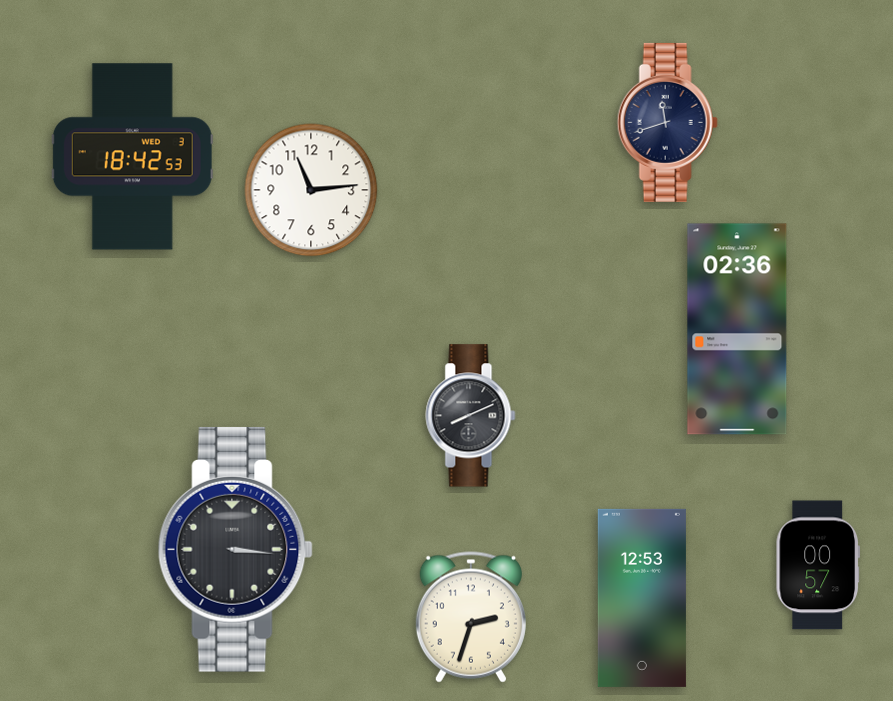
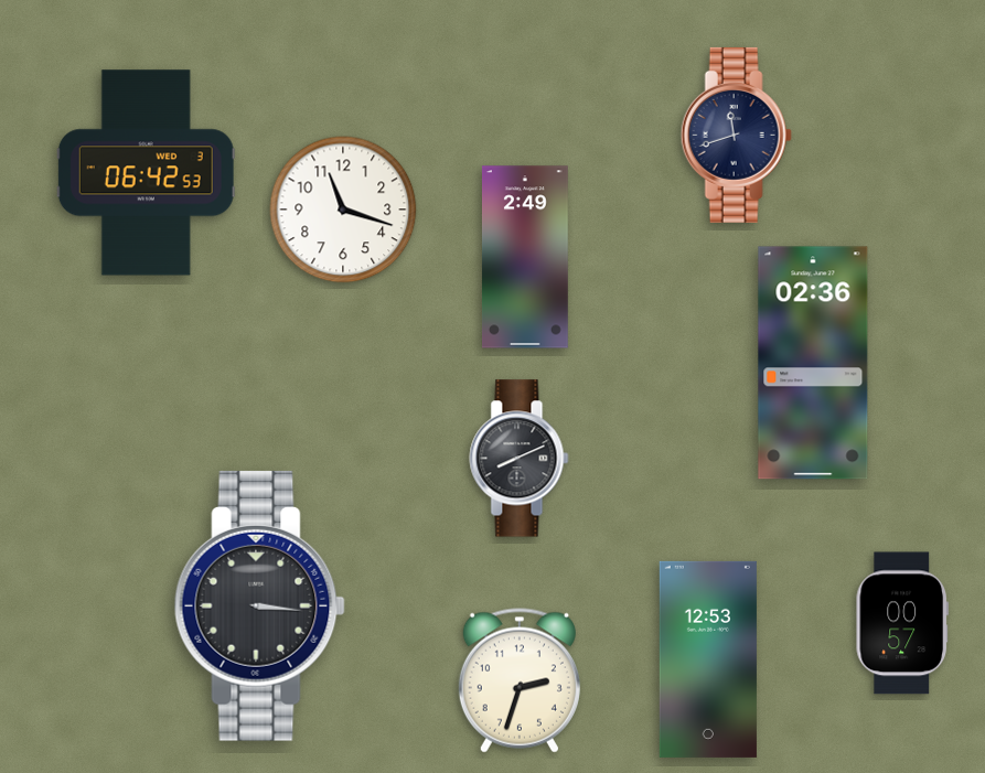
clock at (132, 157): 18:42 -> 06:42
clock at (311, 190): 11:14 -> 11:18
clock at (525, 257): none -> 2:49
